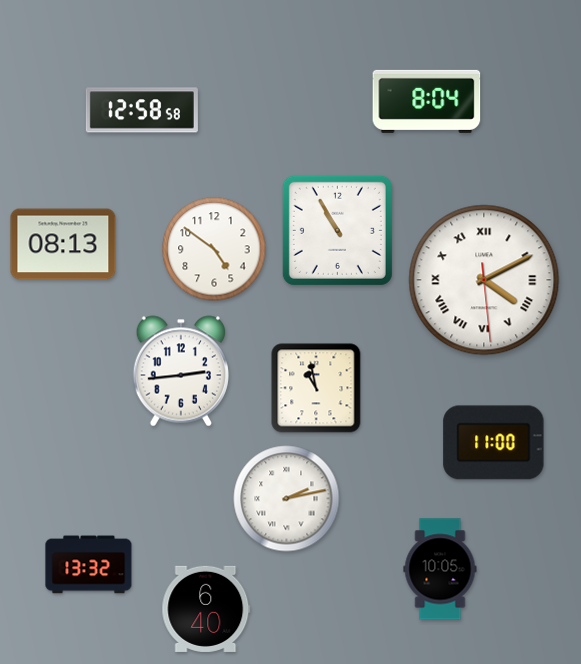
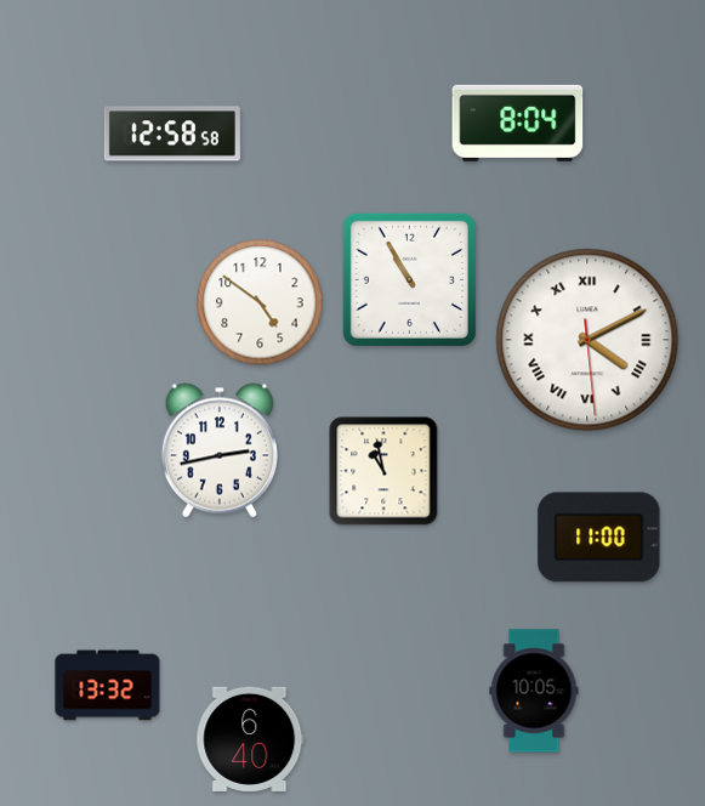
clock at (63, 244): 08:13 -> none
clock at (181, 371): 2:44 -> 2:43
clock at (287, 499): 2:13 -> none
